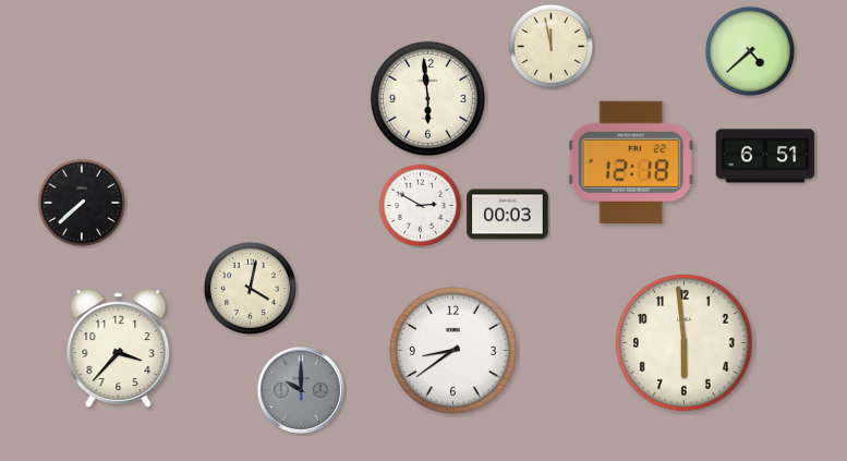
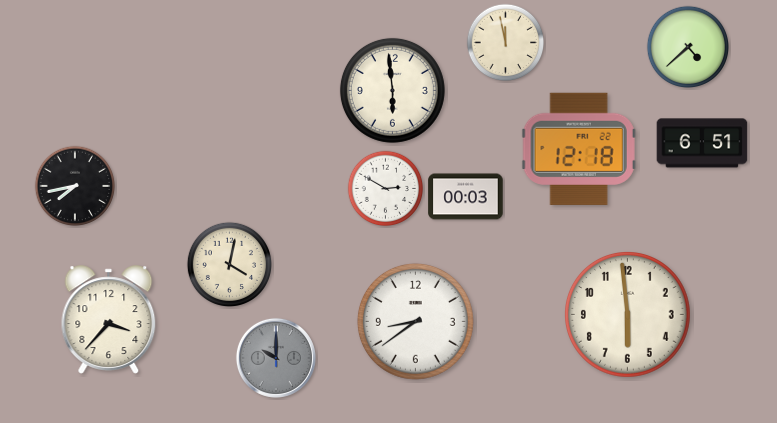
clock at (82, 203): 7:38 -> 7:43
